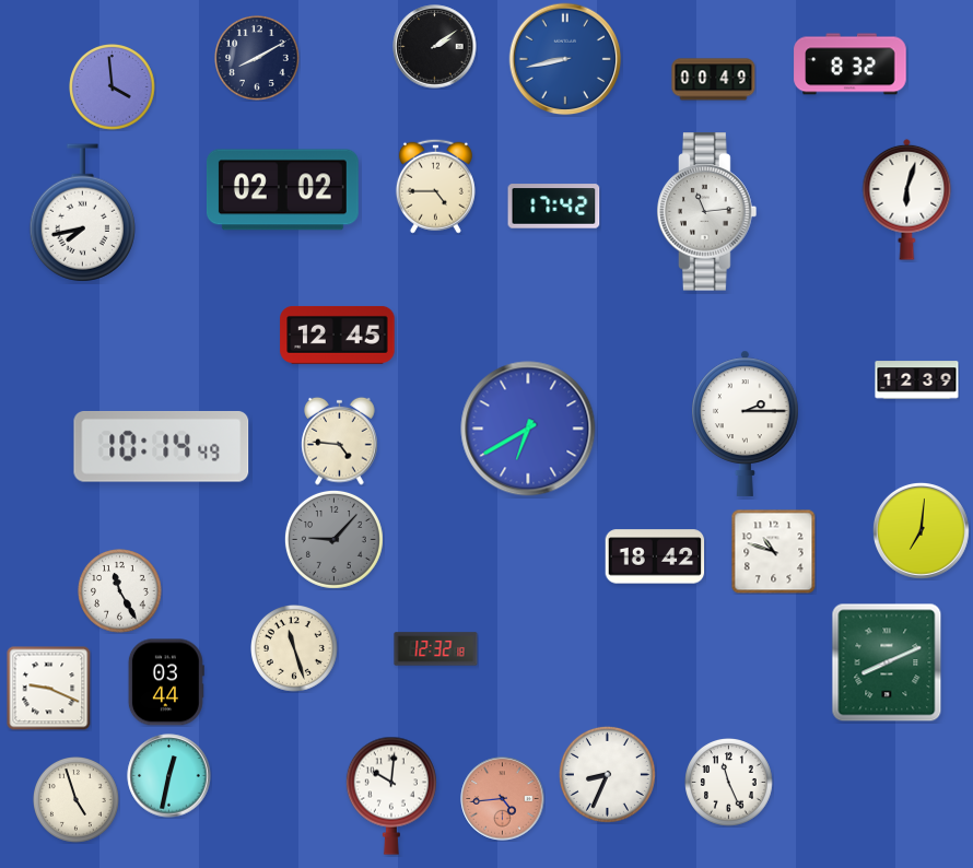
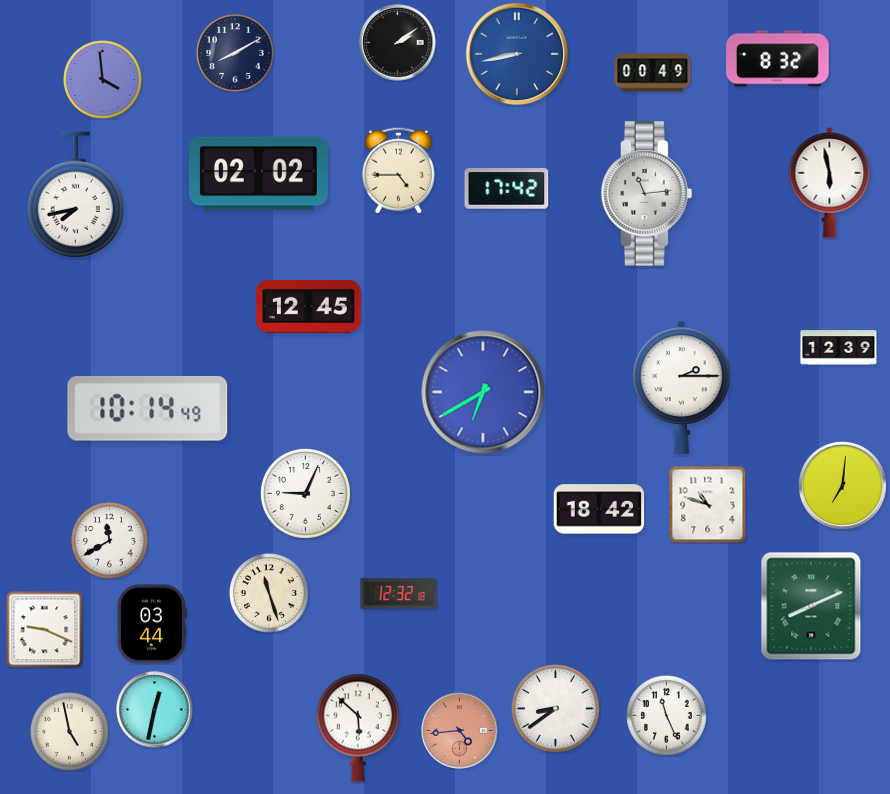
clock at (907, 199): 6:03 -> 5:58
clock at (340, 441): 4:46 -> none
clock at (333, 539): 9:07 -> 9:04
clock at (333, 539) dial: grey -> white
clock at (120, 591): 11:25 -> 11:40
clock at (607, 774): 8:34 -> 8:39
clock at (391, 796): 10:01 -> 5:52
clock at (77, 800): 4:57 -> 4:58
